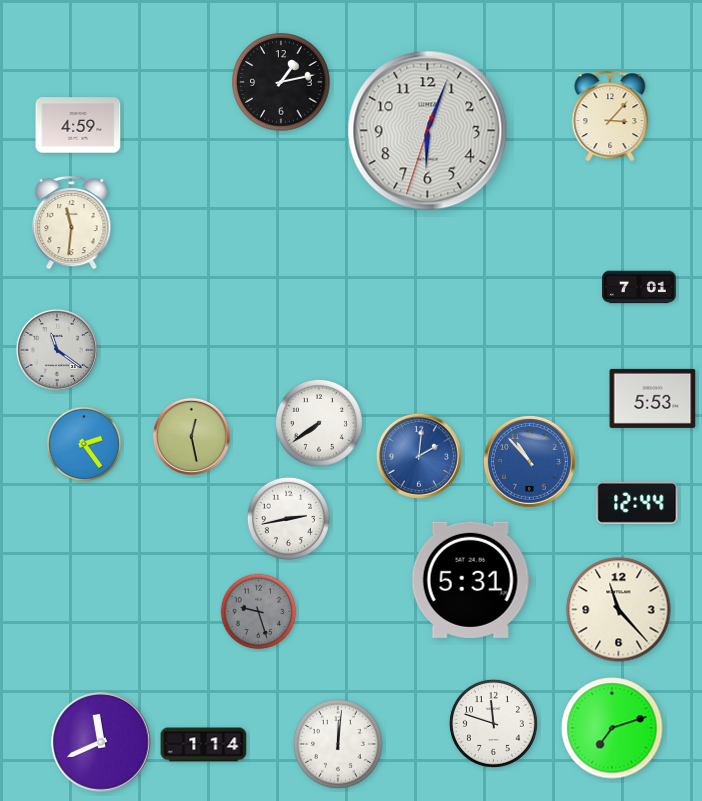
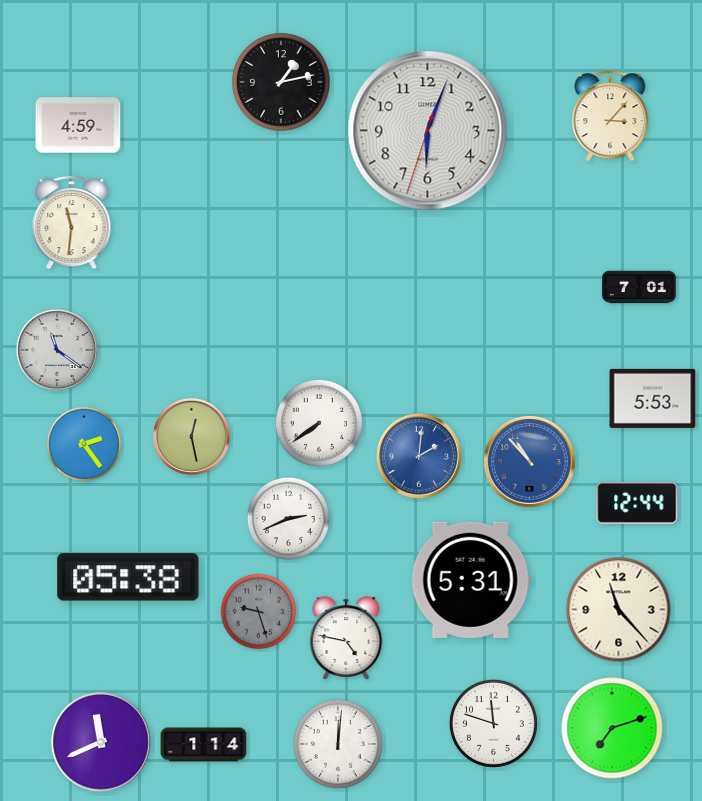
clock at (288, 518): 2:43 -> 2:41
clock at (128, 577): none -> 05:38
clock at (346, 638): none -> 4:47
